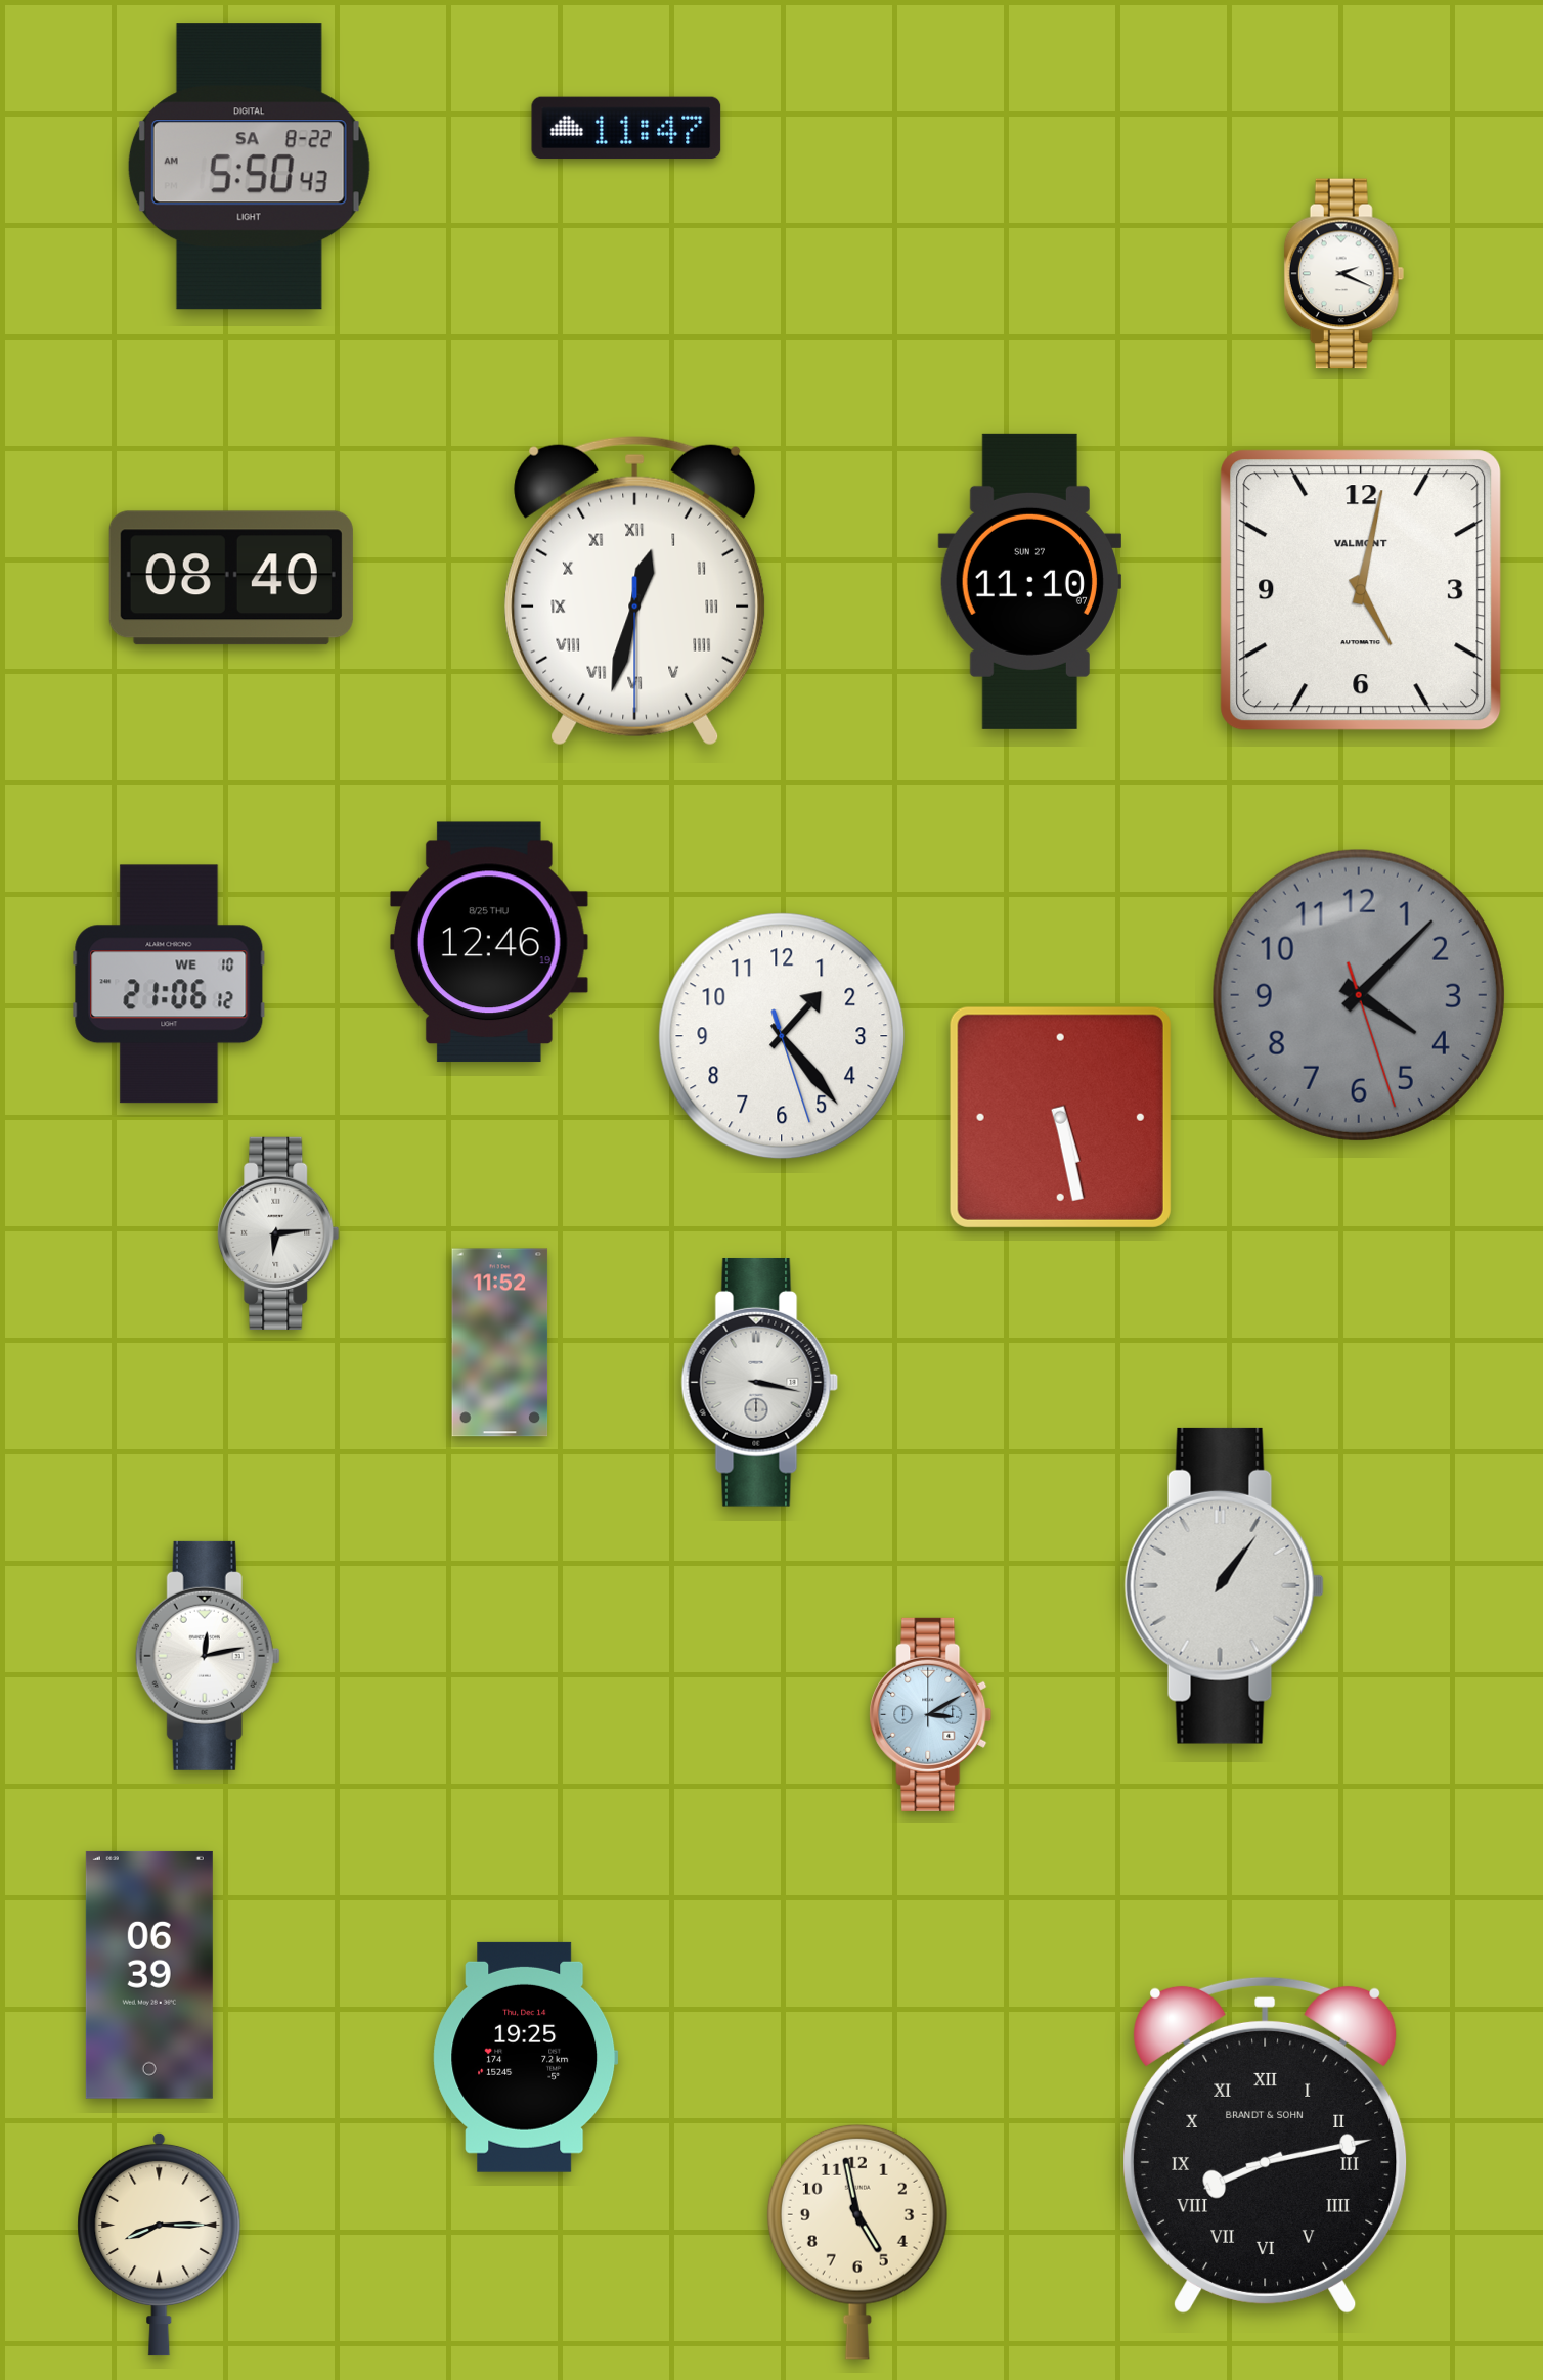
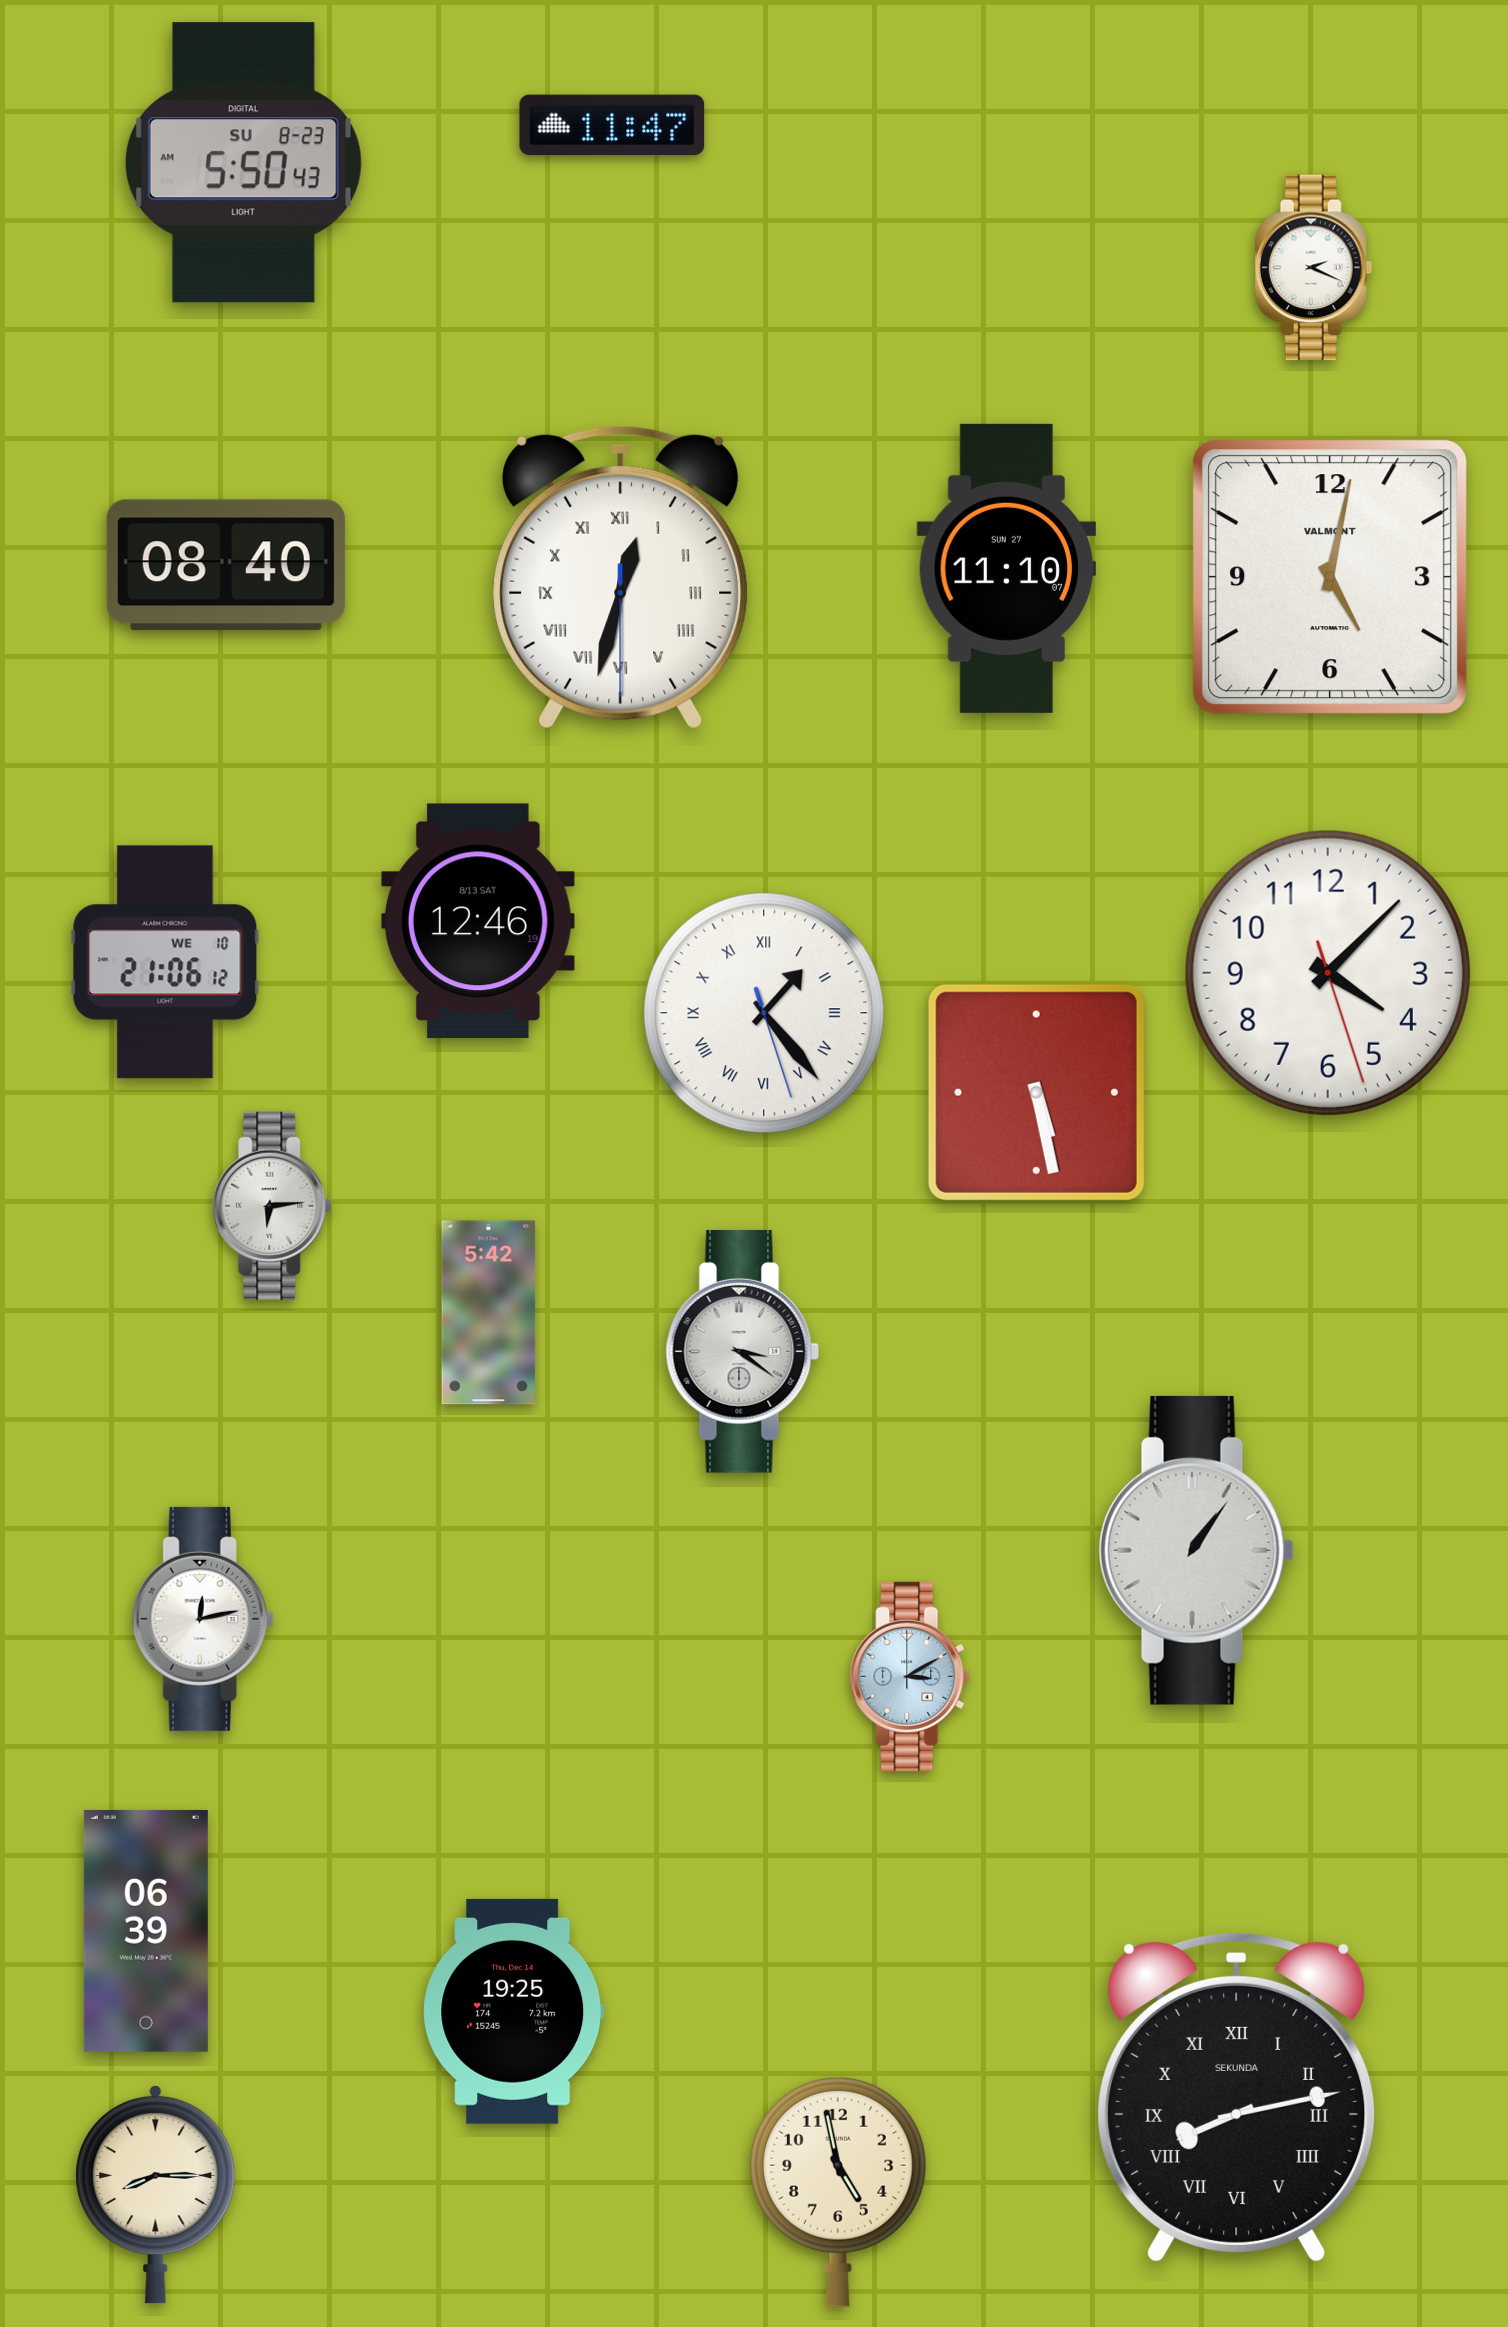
clock at (249, 167) date: SA 8-22 -> SU 8-23
clock at (489, 942) date: 8/25 THU -> 8/13 SAT
clock at (1359, 995) dial: grey -> white
clock at (782, 1036) numerals: Arabic -> Roman
clock at (500, 1343): 11:52 -> 5:42
clock at (760, 1382): 3:17 -> 3:21
clock at (1266, 2145) brand: BRANDT & SOHN -> SEKUNDA
